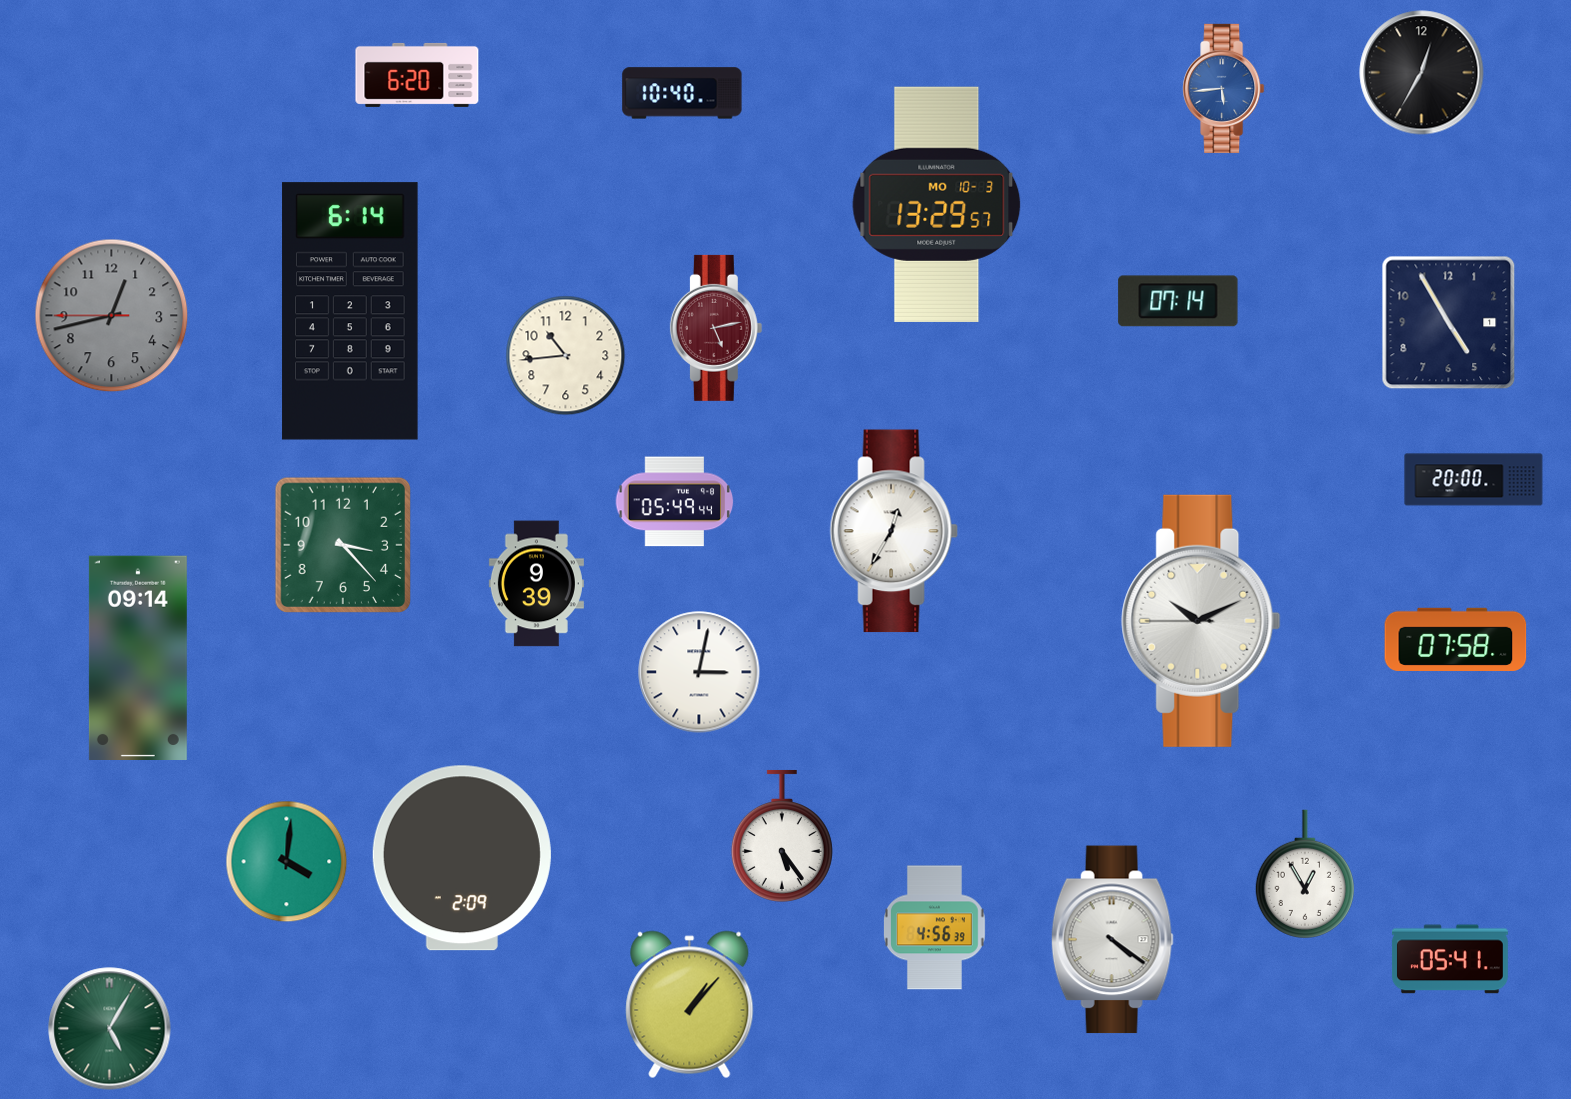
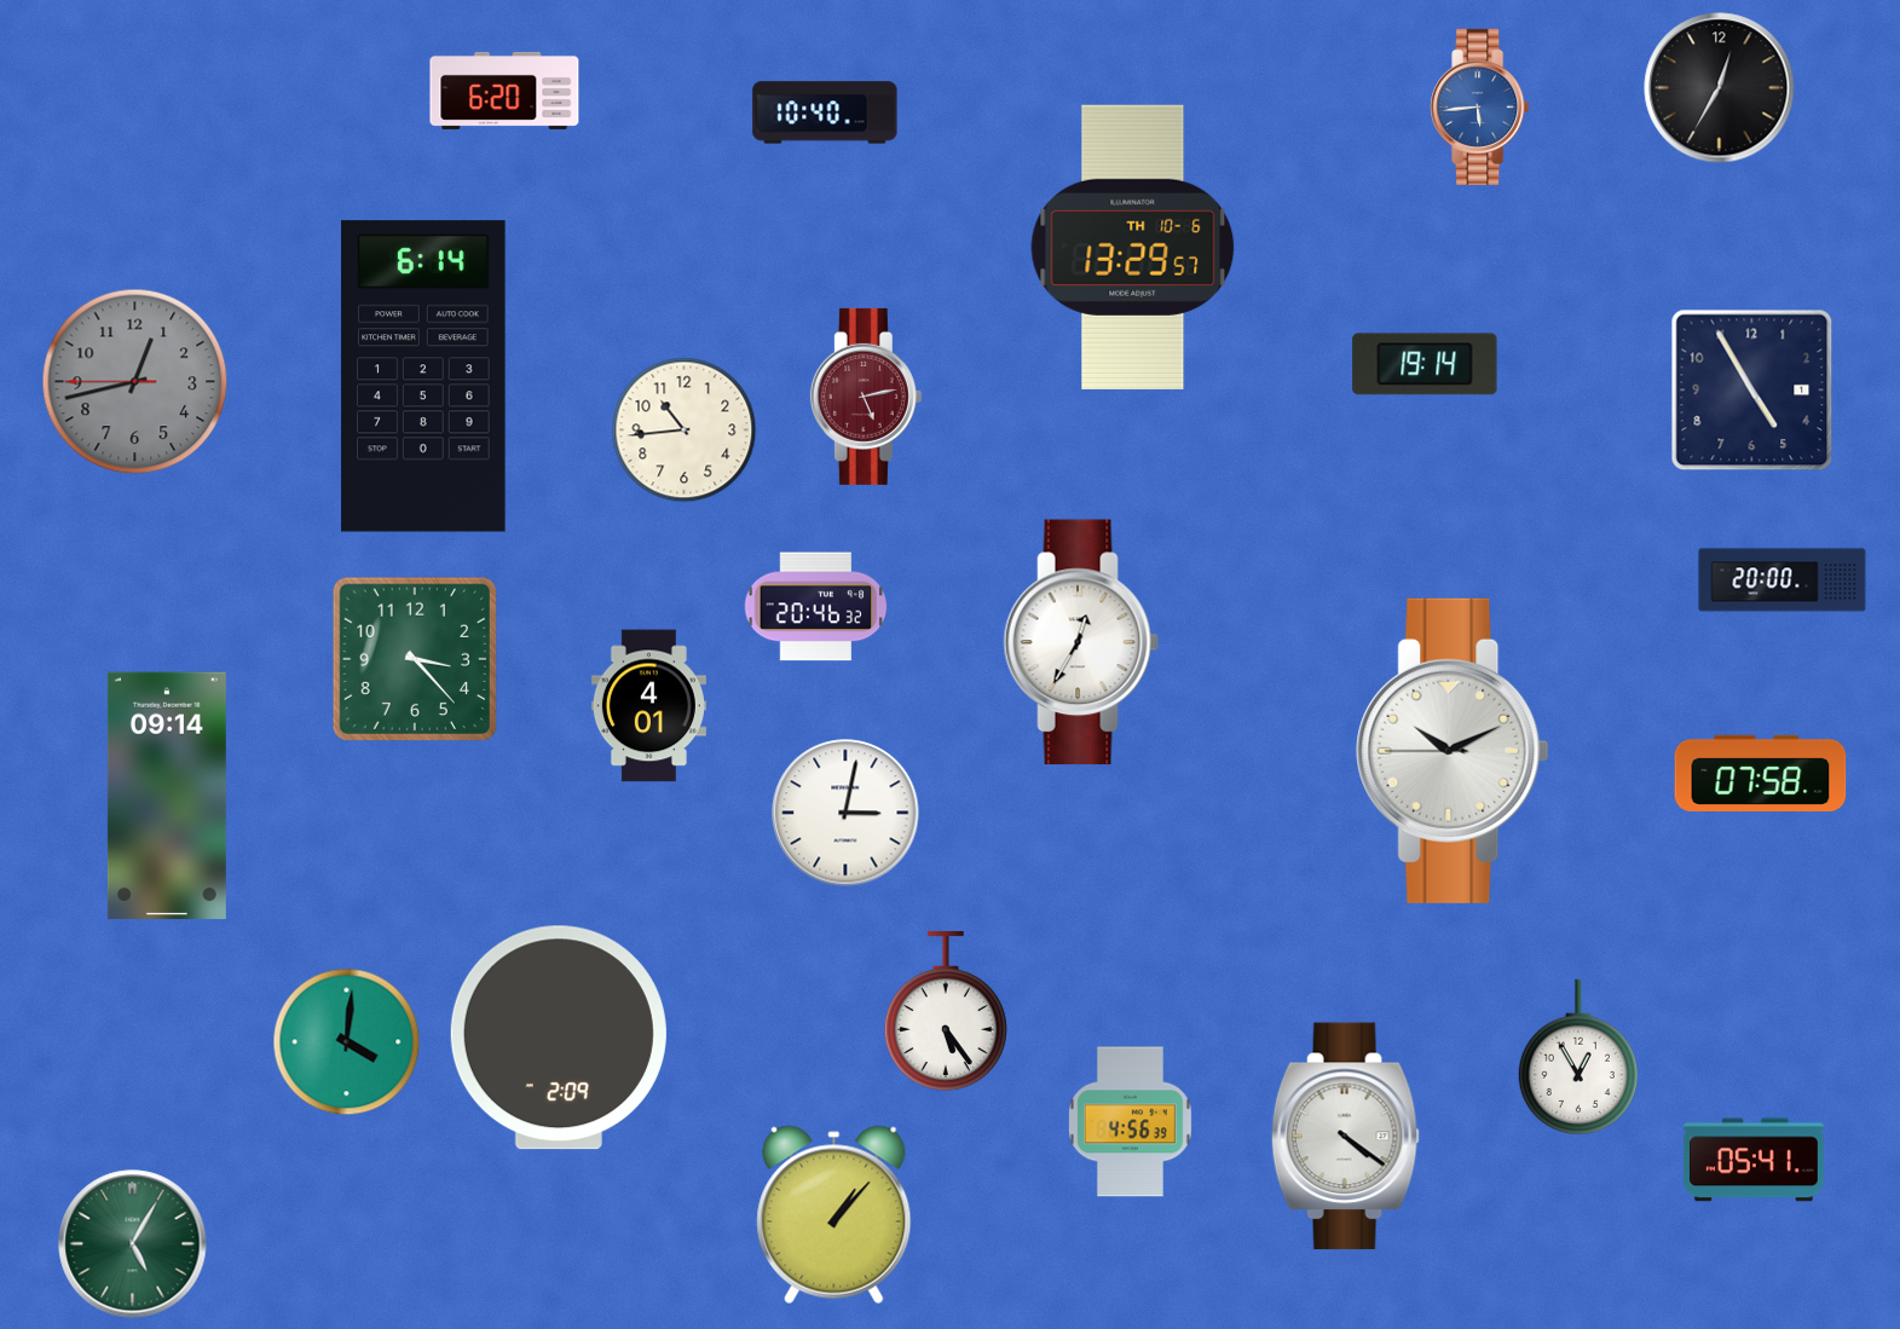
clock at (937, 204) date: MO 10-3 -> TH 10-6
clock at (1178, 301): 07:14 -> 19:14
clock at (675, 502): 05:49 -> 20:46
clock at (536, 584): 9:39 -> 4:01
